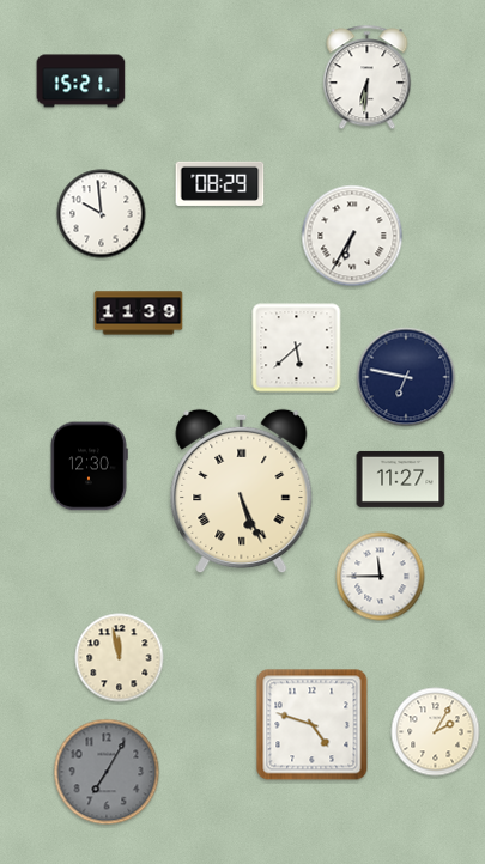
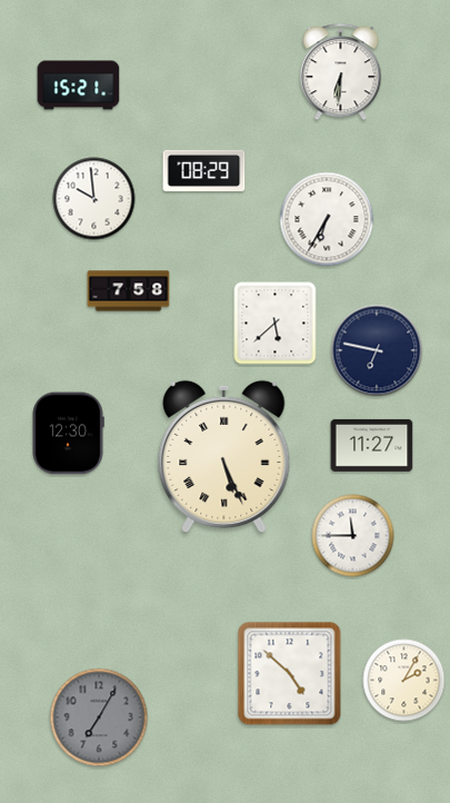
clock at (81, 81) position: (81, 81) -> (79, 86)
clock at (139, 314): 11:39 -> 7:58
clock at (89, 467) position: (89, 467) -> (68, 434)
clock at (120, 658): 11:58 -> none
clock at (313, 725): 4:48 -> 4:52
